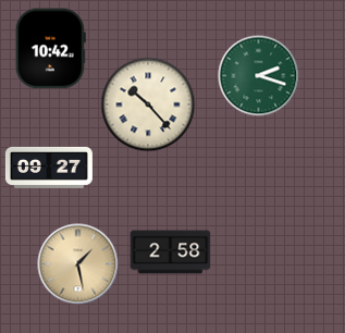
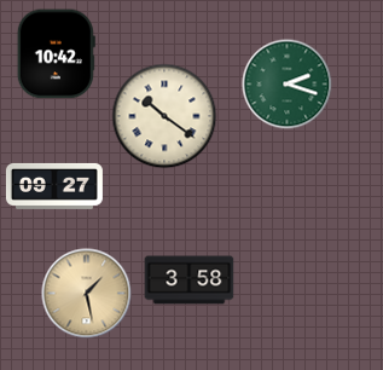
clock at (148, 104): 10:23 -> 10:21
clock at (171, 252): 2:58 -> 3:58
